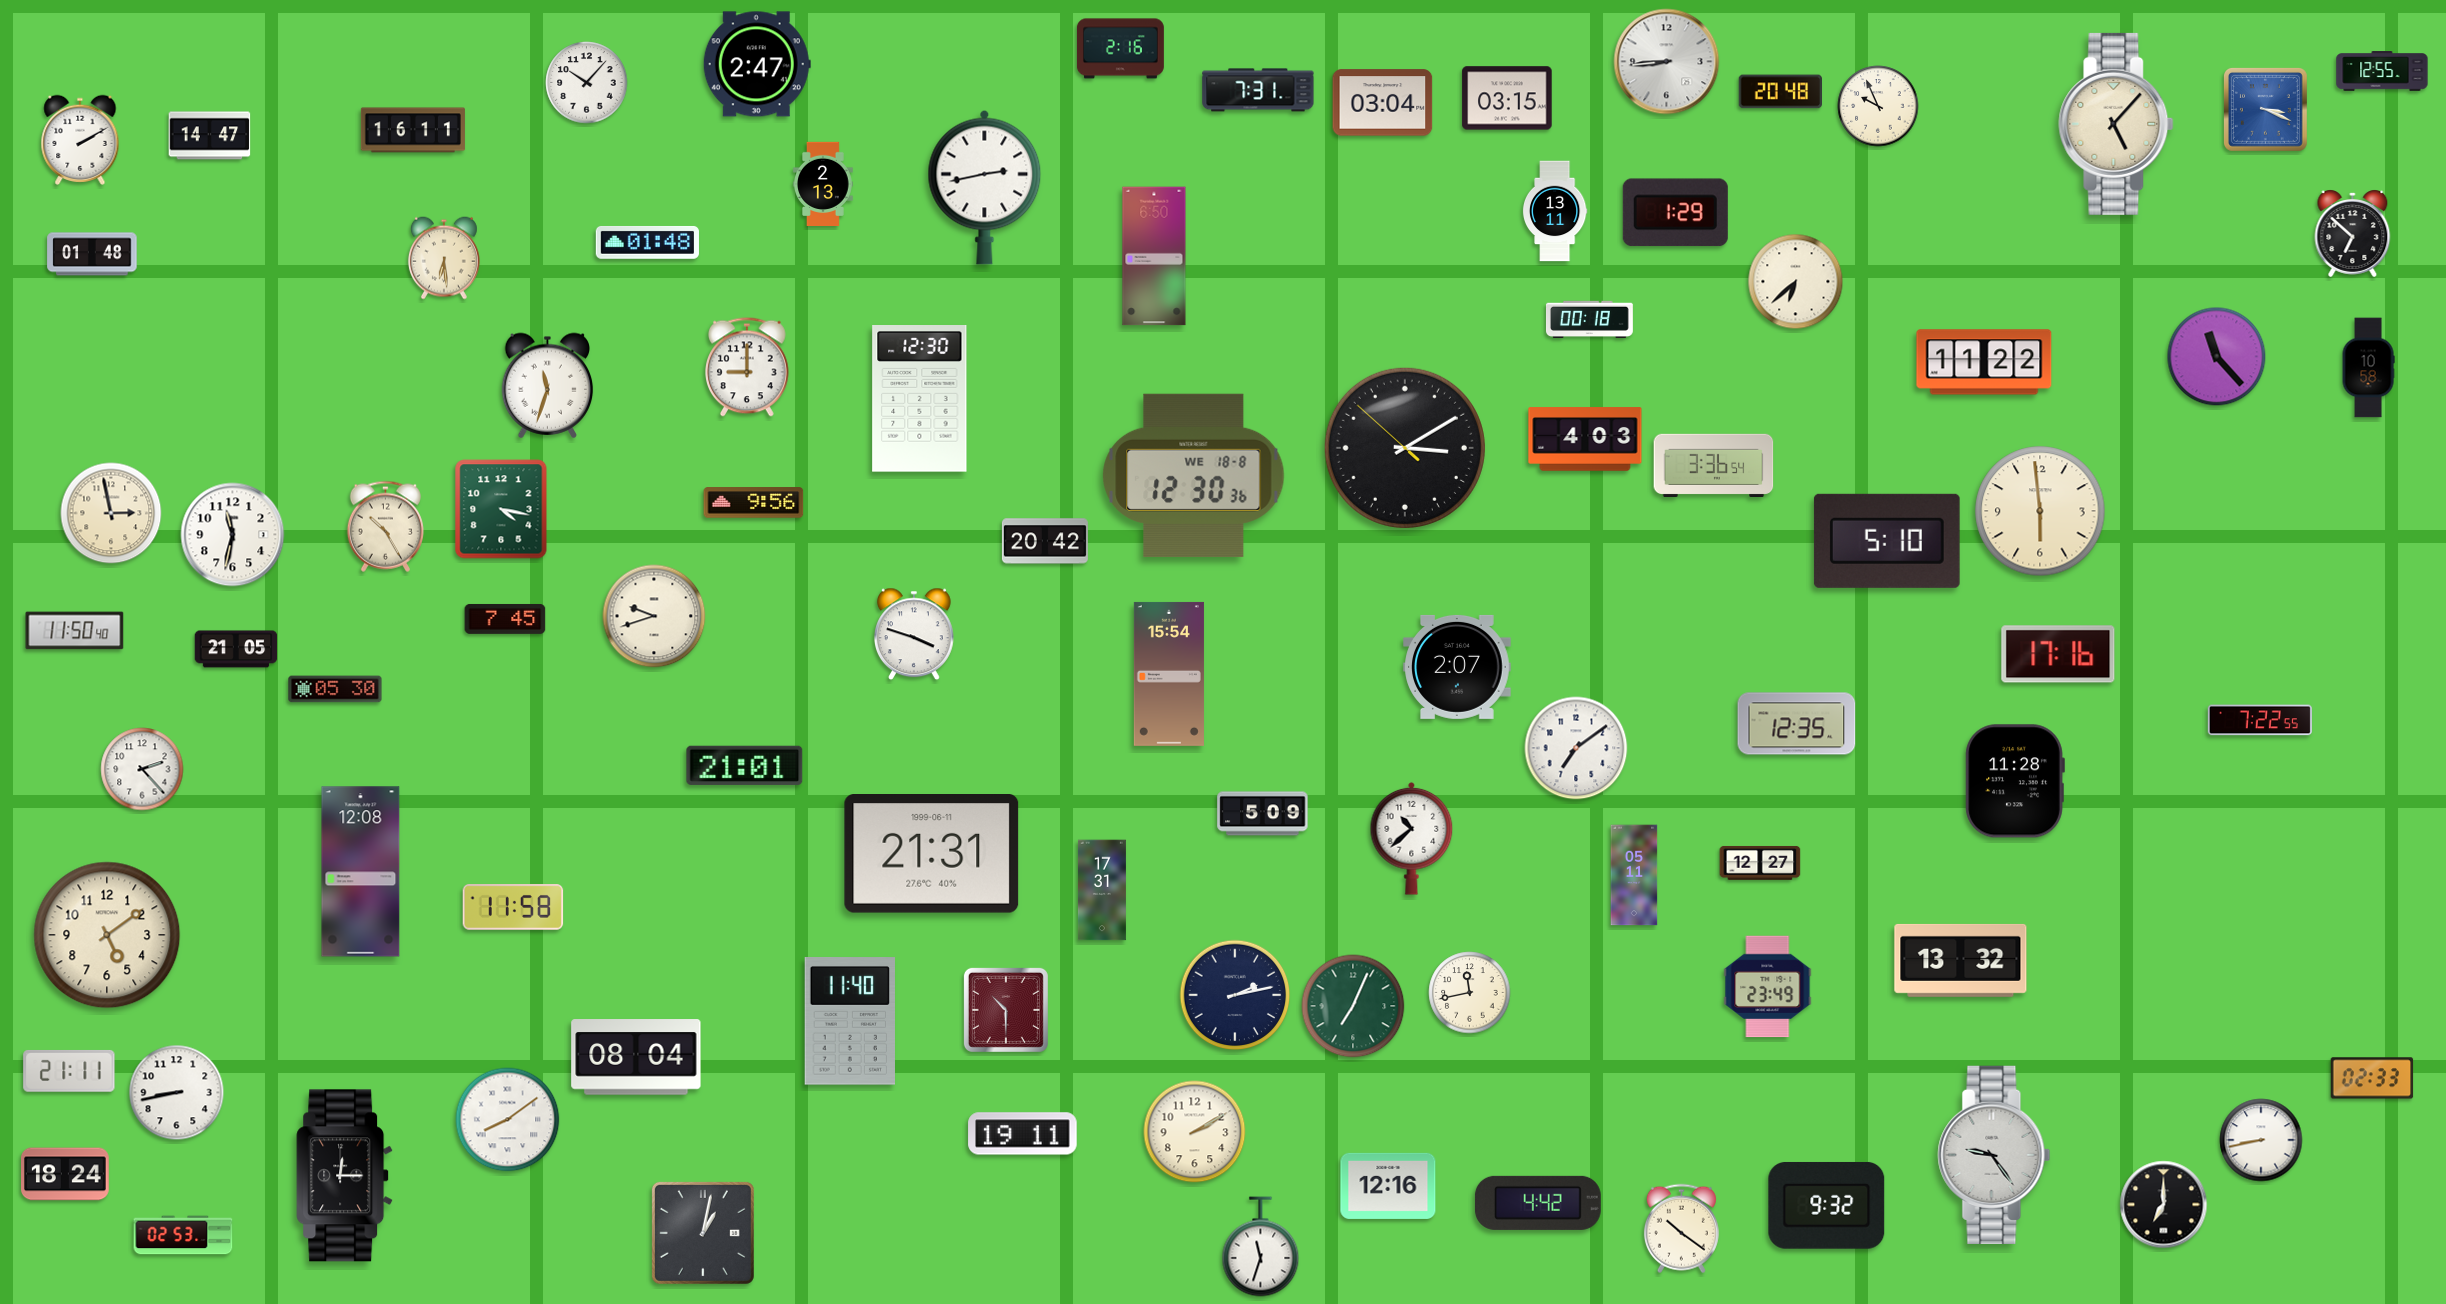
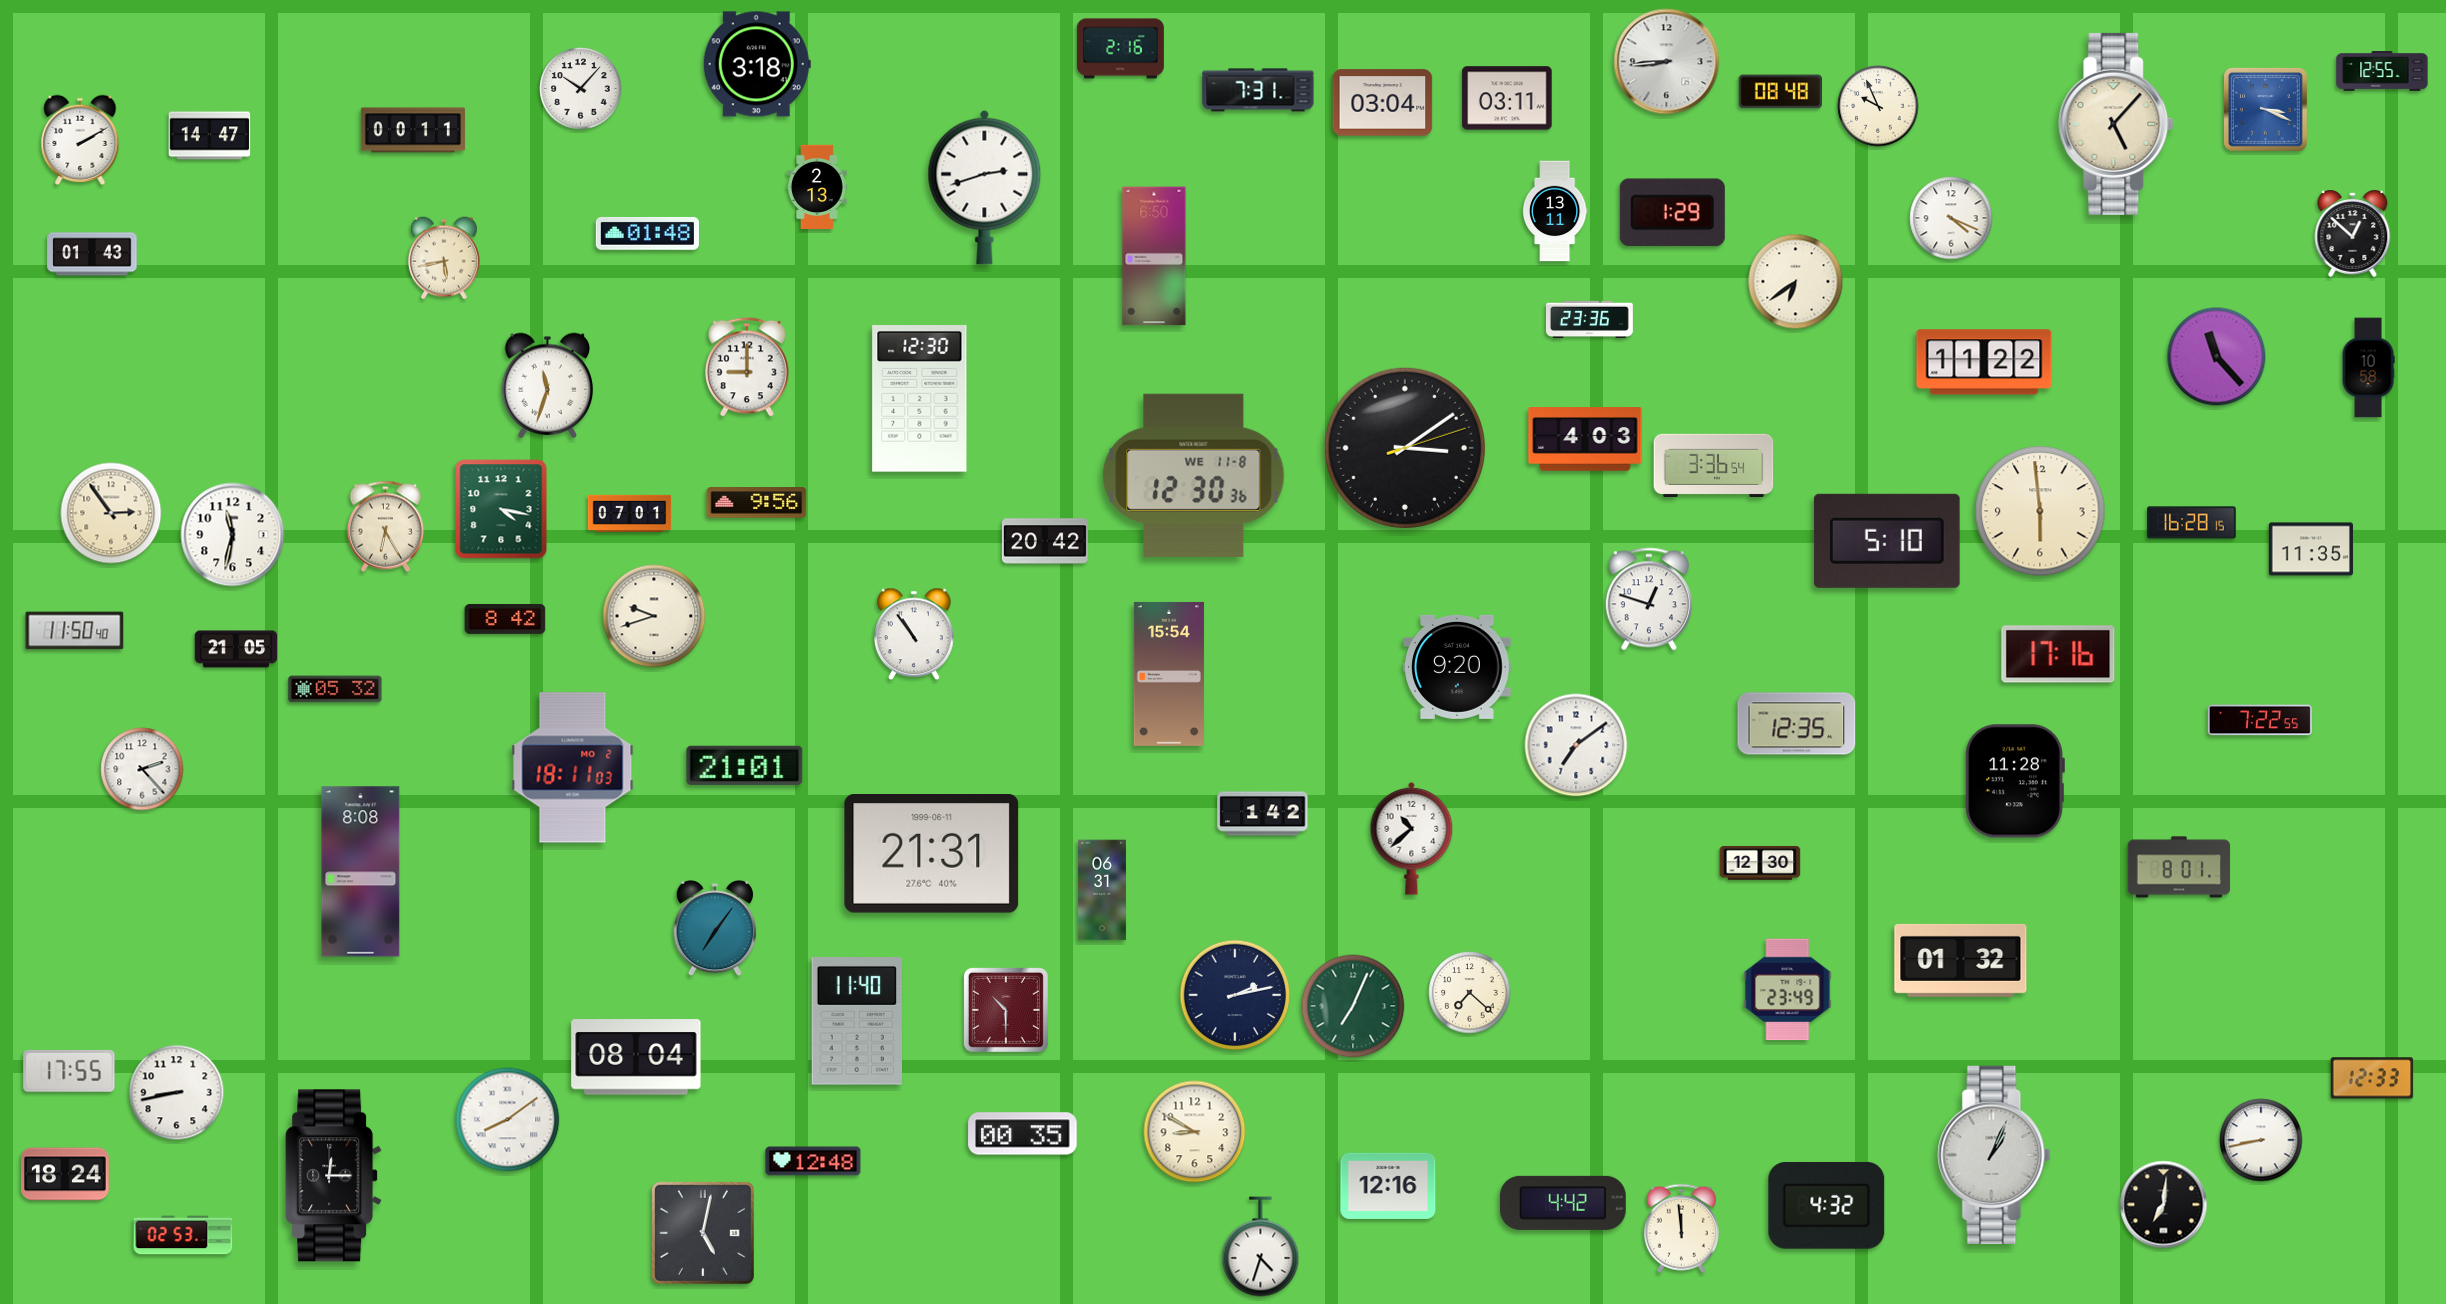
clock at (757, 64): 2:47 -> 3:18
clock at (587, 83) position: (587, 83) -> (581, 89)
clock at (1780, 92): 20:48 -> 08:48
clock at (1507, 98): 03:15 -> 03:11
clock at (413, 130): 16:11 -> 00:11
clock at (824, 183) position: (824, 183) -> (818, 186)
clock at (985, 187): 2:43 -> 2:42
clock at (1675, 213) position: (1675, 213) -> (1672, 213)
clock at (1951, 218): none -> 4:19
clock at (2353, 233): 6:52 -> 12:52
clock at (647, 243) position: (647, 243) -> (647, 234)
clock at (92, 254): 01:48 -> 01:43
clock at (444, 258): 6:29 -> 5:43
clock at (1796, 282): 6:38 -> 6:39
clock at (1589, 320): 00:18 -> 23:36
clock at (1405, 448): 3:09:52 -> 3:09:12
clock at (1194, 475) date: WE 18-8 -> WE 11-8
clock at (754, 503) position: (754, 503) -> (757, 503)
clock at (111, 513): 2:58 -> 2:54
clock at (630, 513): none -> 07:01
clock at (2192, 523): none -> 16:28
clock at (385, 526): 10:25 -> 6:25
clock at (2311, 549): none -> 11:35
clock at (1649, 599): none -> 12:48
clock at (505, 619): 7:45 -> 8:42
clock at (915, 634): 3:48 -> 10:54
clock at (1457, 667): 2:07 -> 9:20
clock at (335, 689): 05:30 -> 05:32
clock at (1576, 748) position: (1576, 748) -> (1576, 745)
clock at (573, 768): none -> 18:11
clock at (1263, 814): 5:09 -> 1:42
clock at (1760, 863): 12:27 -> 12:30
clock at (2179, 867): none -> 8:01
clock at (361, 872): 12:08 -> 8:08
clock at (1634, 875): 05:11 -> none
clock at (1102, 890): 17:31 -> 06:31
clock at (513, 907): 11:58 -> none
clock at (715, 928): none -> 7:06
clock at (107, 935): 5:09 -> none
clock at (1961, 960): 13:32 -> 01:32
clock at (1768, 987) position: (1768, 987) -> (1788, 990)
clock at (1470, 993): 11:43 -> 7:22
clock at (849, 1021) position: (849, 1021) -> (856, 1021)
clock at (69, 1071): 21:11 -> 17:55
clock at (2372, 1078): 02:33 -> 12:33
clock at (1195, 1132): 2:10 -> 8:50
clock at (1023, 1134): 19:11 -> 00:35
clock at (1994, 1155): 9:24 -> 1:04
clock at (813, 1161): none -> 12:48
clock at (345, 1176) position: (345, 1176) -> (334, 1176)
clock at (1538, 1203) position: (1538, 1203) -> (1563, 1203)
clock at (1827, 1205): 9:32 -> 4:32
clock at (2164, 1205): 7:00 -> 7:01
clock at (1681, 1229): 10:21 -> 11:59
clock at (703, 1233): 1:02 -> 5:02
clock at (1261, 1247): 11:33 -> 4:33
